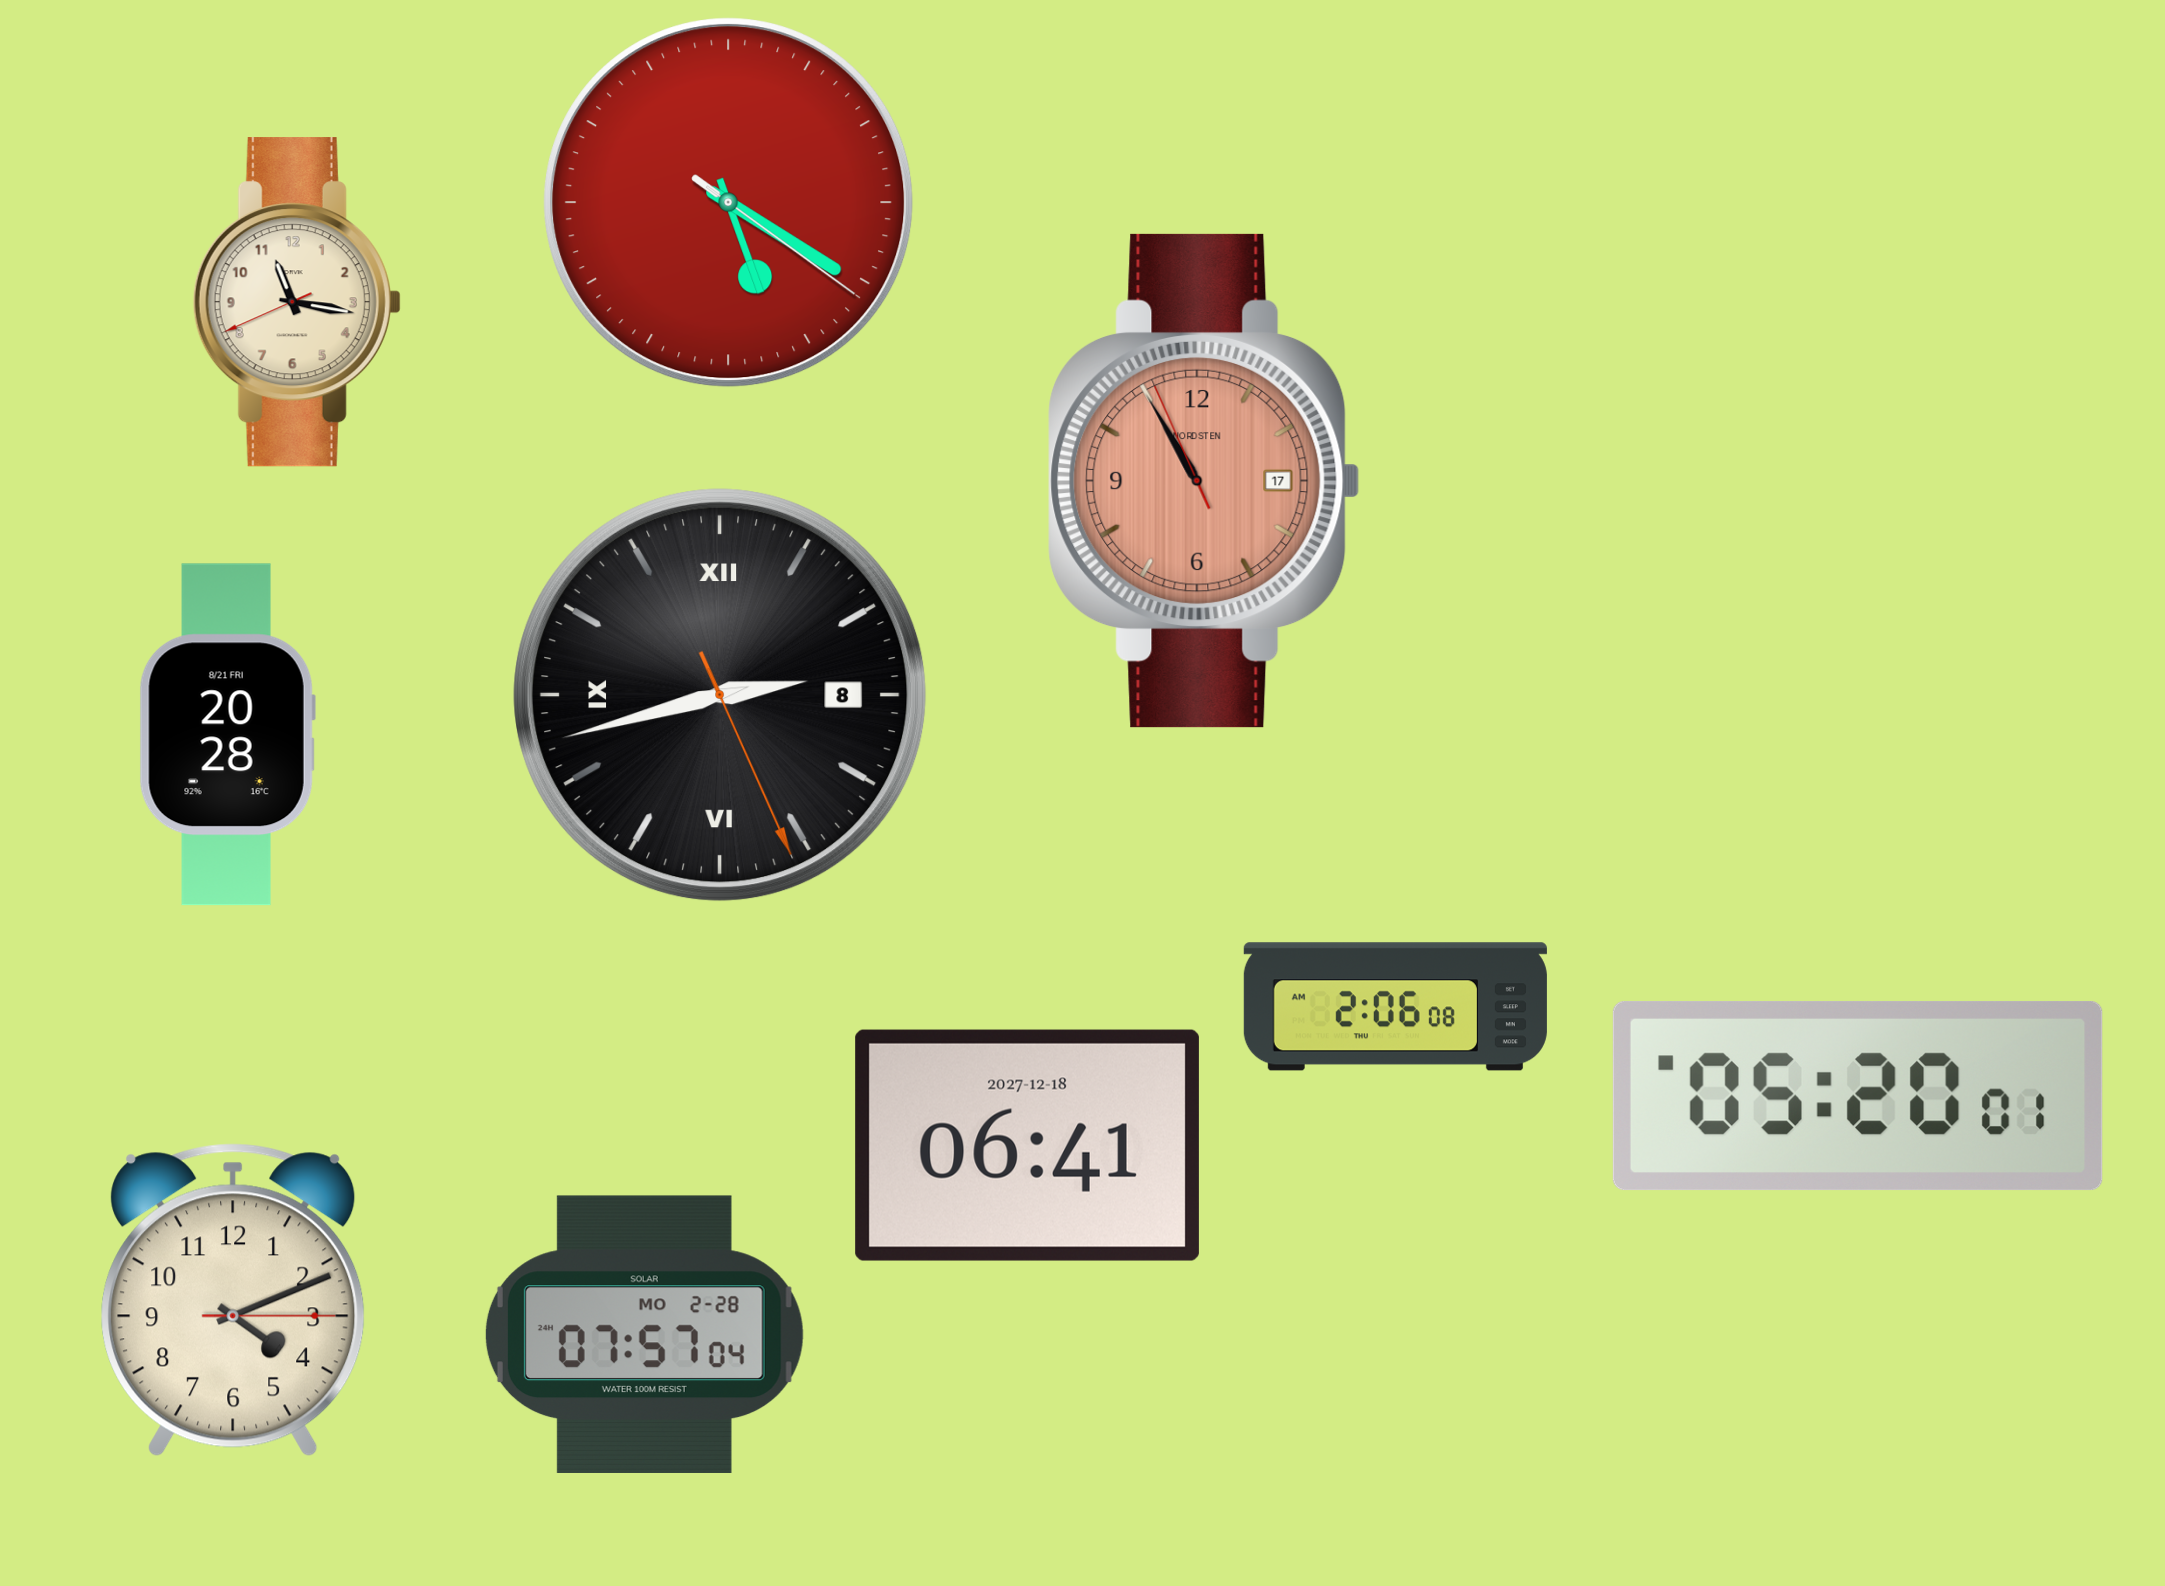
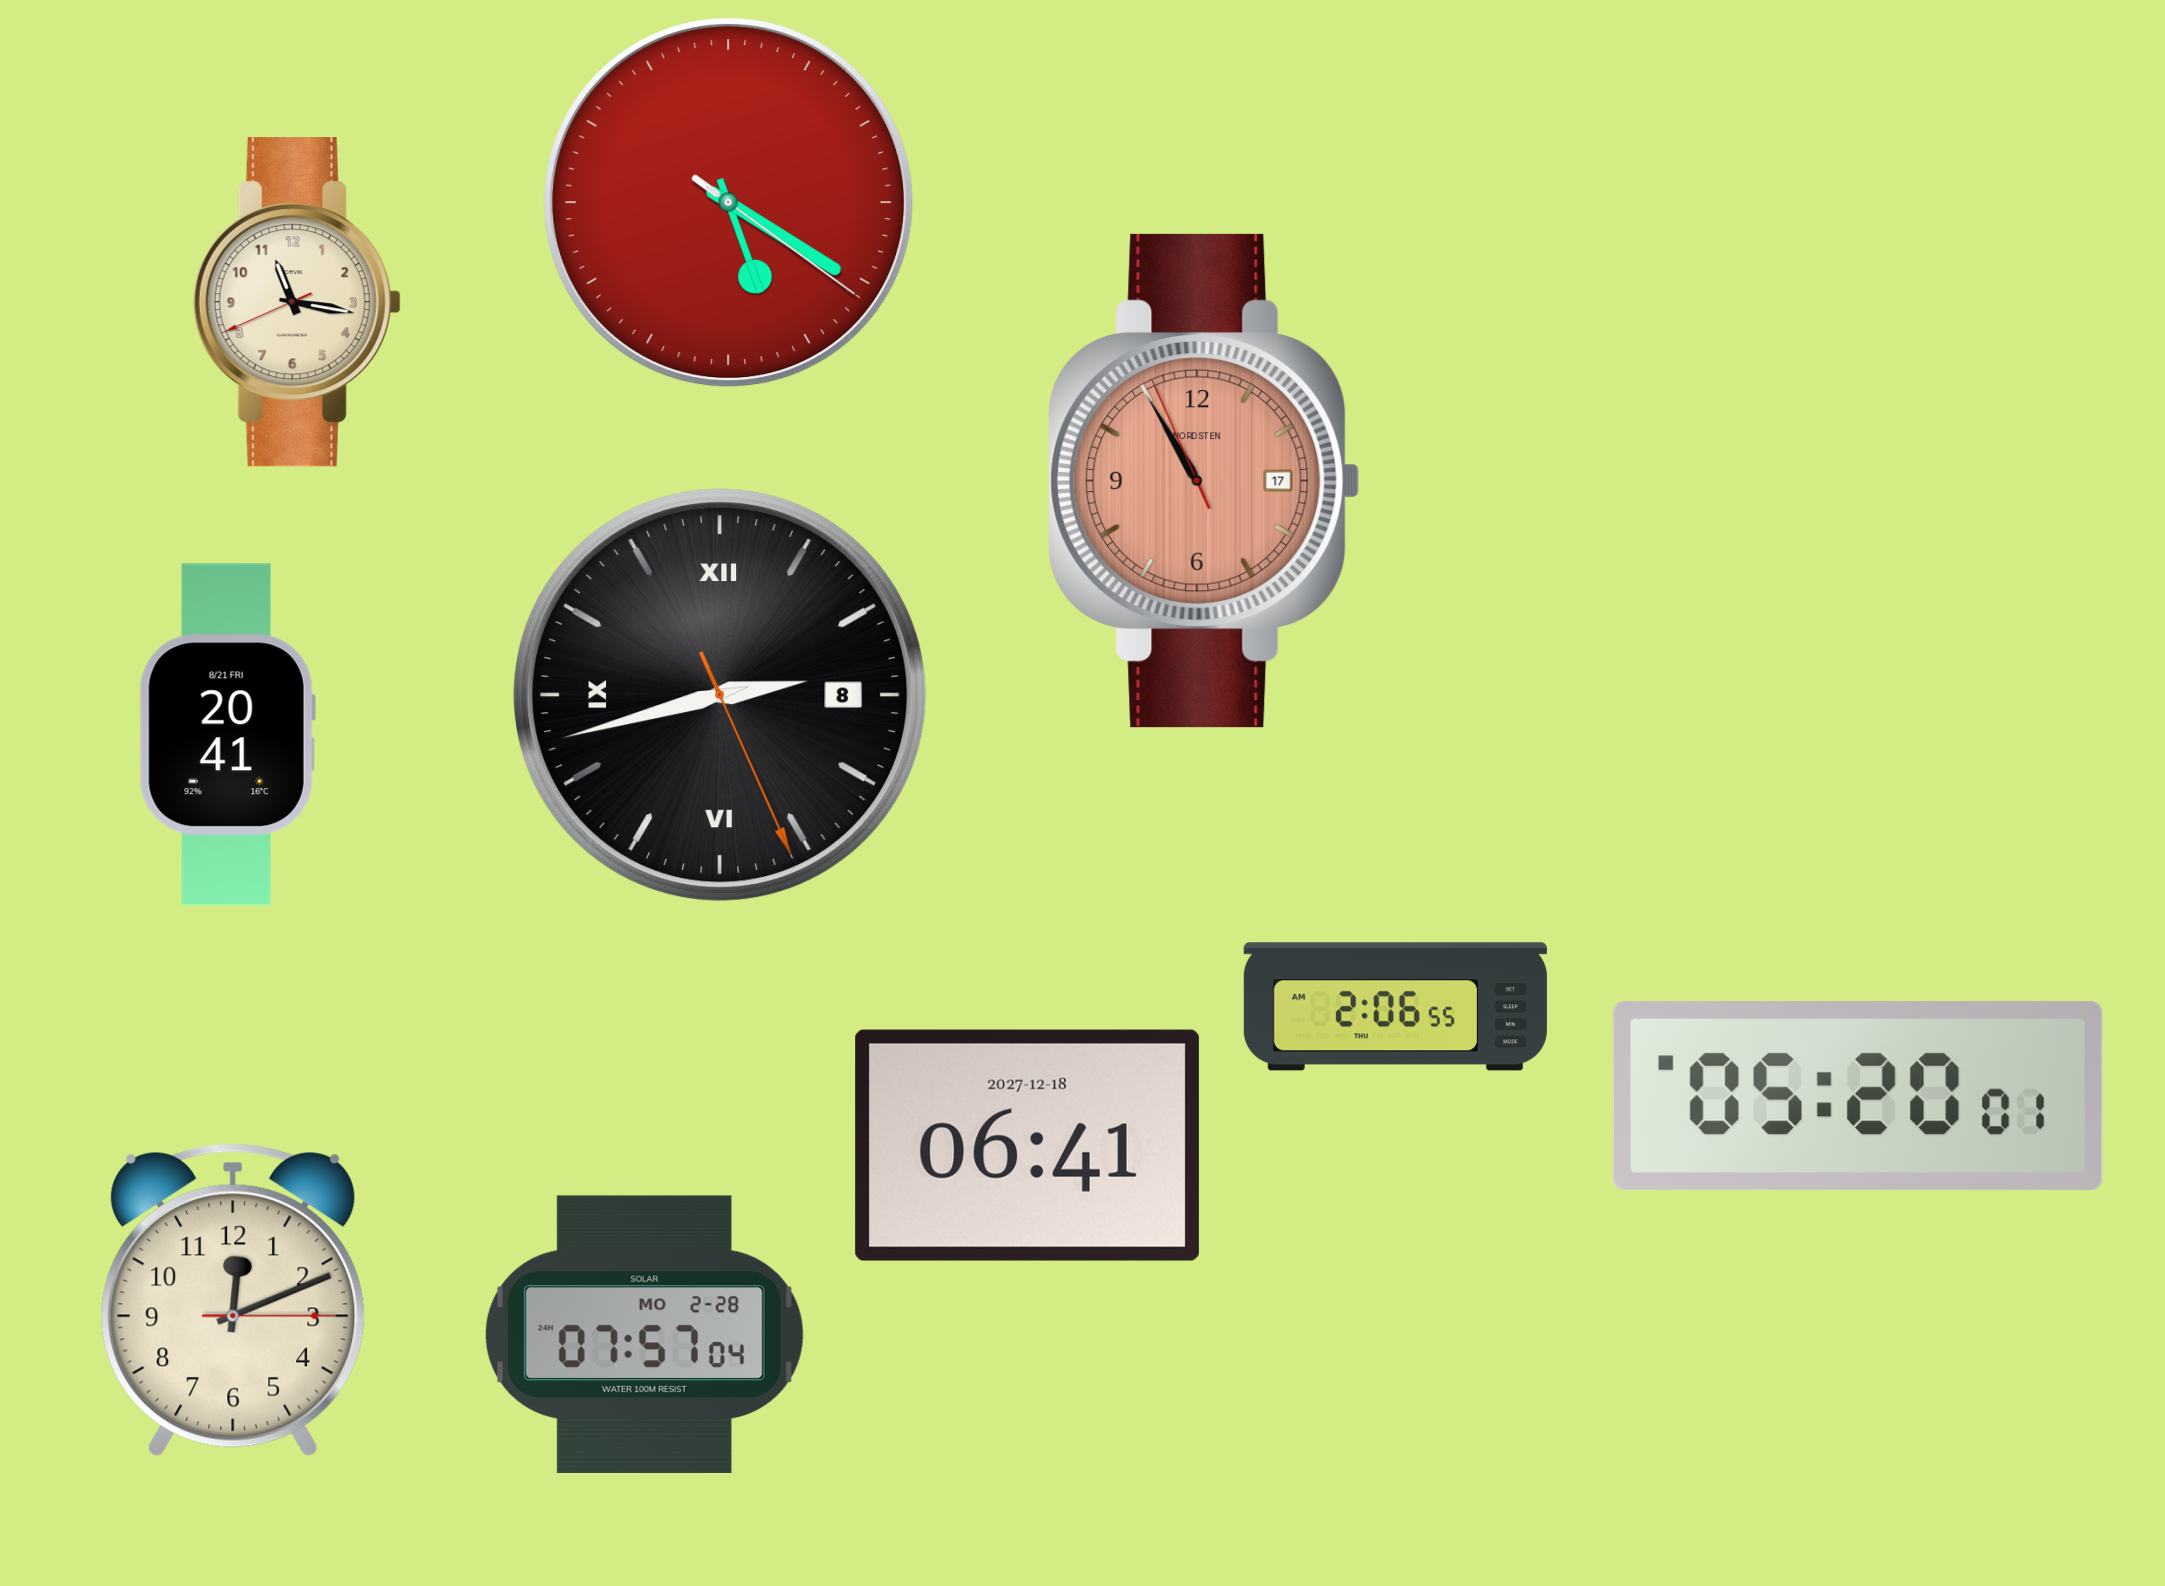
clock at (227, 735): 20:28 -> 20:41
clock at (1395, 1007): 2:06:08 -> 2:06:55
clock at (233, 1300): 4:11 -> 12:11
